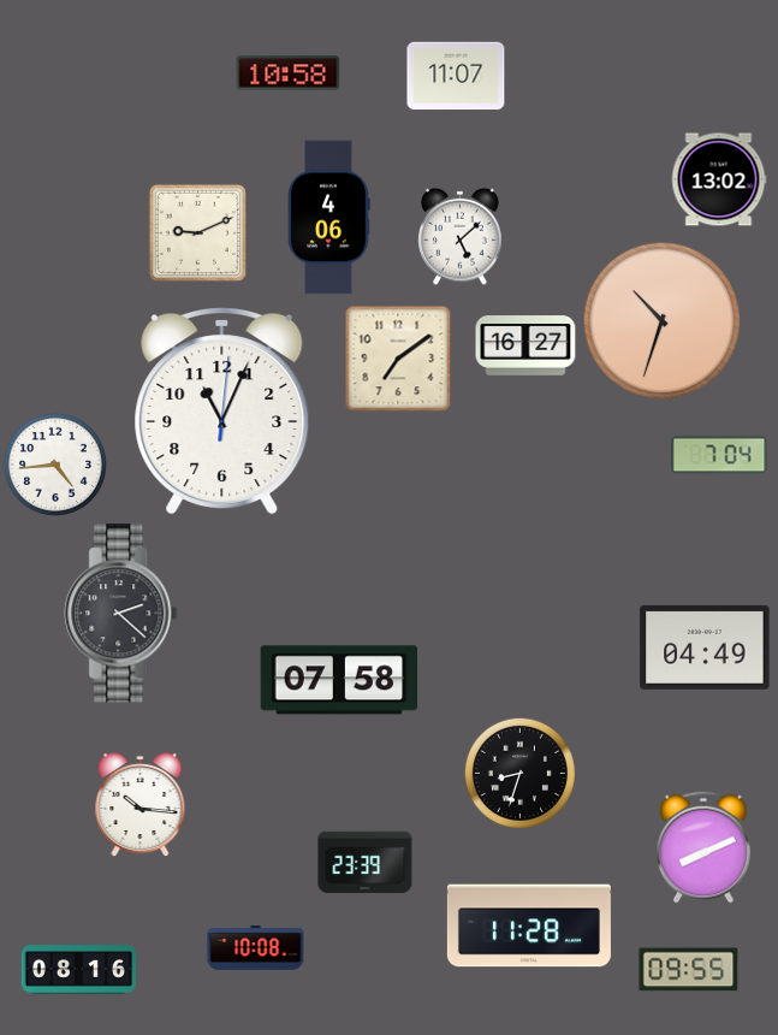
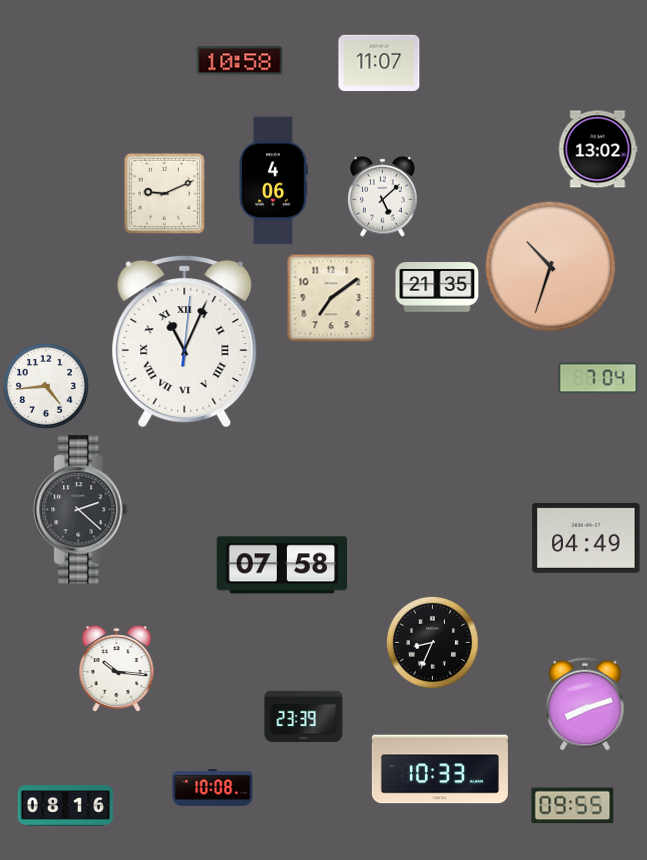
clock at (525, 345): 16:27 -> 21:35
clock at (222, 410) numerals: Arabic -> Roman
clock at (121, 614) position: (121, 614) -> (81, 510)
clock at (519, 773): 8:33 -> 8:34
clock at (703, 847): 8:11 -> 8:12
clock at (529, 925): 11:28 -> 10:33
